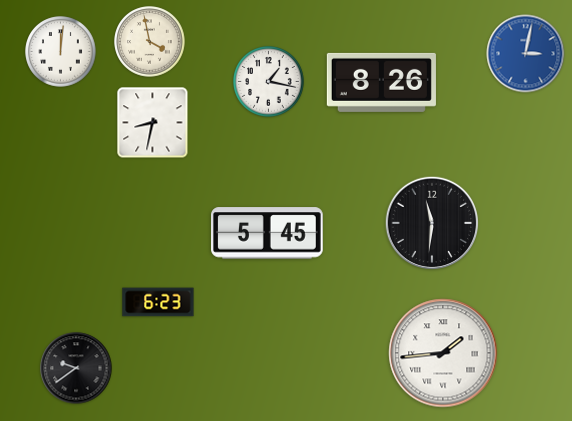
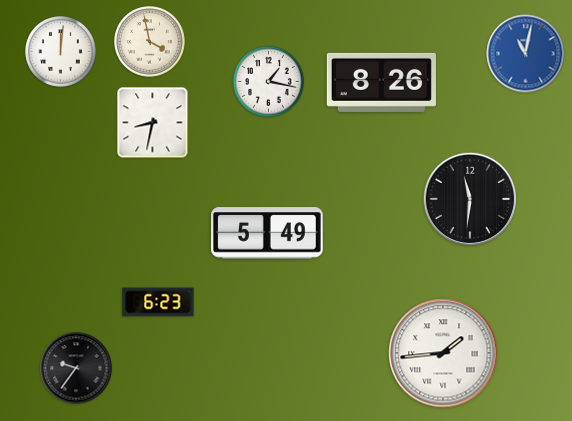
clock at (526, 54): 3:02 -> 11:02
clock at (432, 223) position: (432, 223) -> (470, 199)
clock at (268, 233): 5:45 -> 5:49
clock at (76, 368): 9:39 -> 9:36
